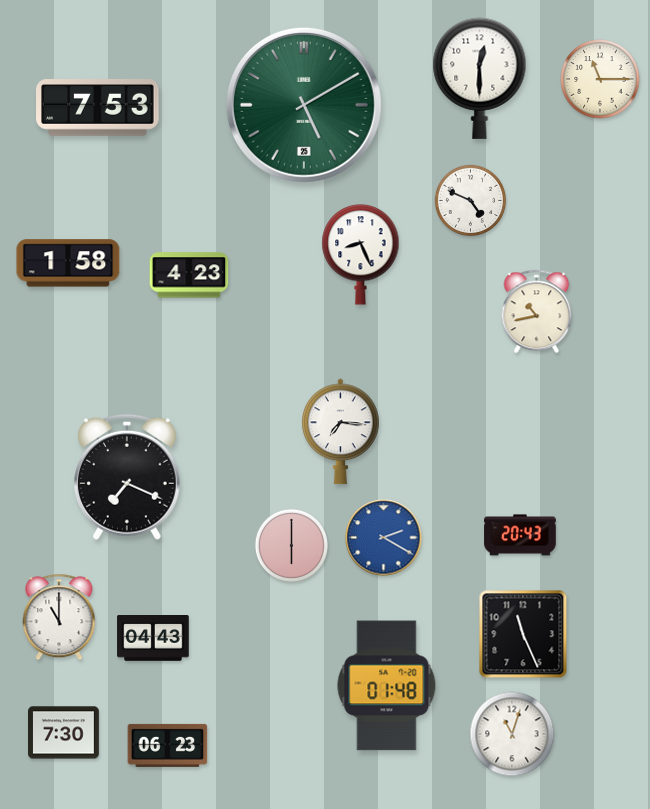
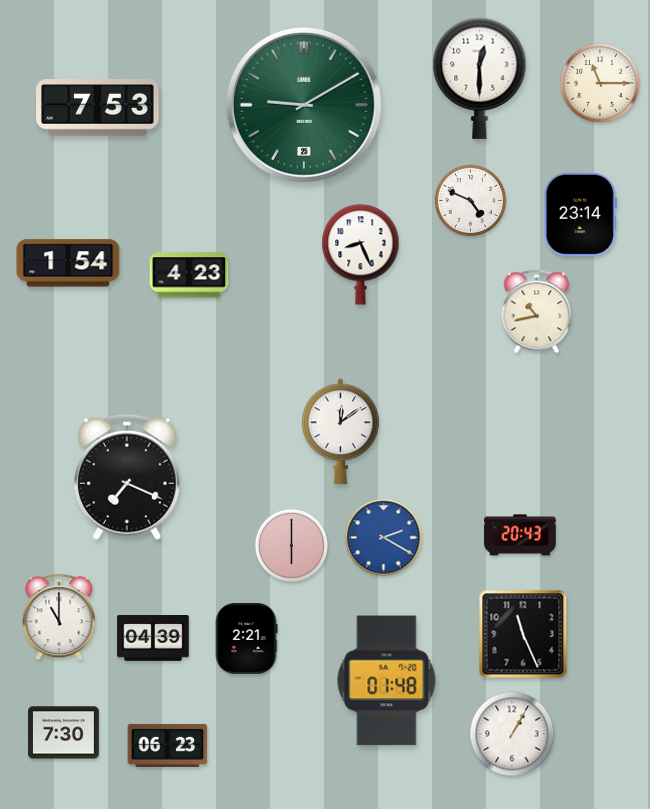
clock at (600, 79) position: (600, 79) -> (600, 83)
clock at (304, 105): 5:10 -> 9:10
clock at (580, 214): none -> 23:14
clock at (68, 263): 1:58 -> 1:54
clock at (341, 432): 7:16 -> 12:09
clock at (153, 639): 04:43 -> 04:39
clock at (246, 639): none -> 2:21
clock at (387, 686) position: (387, 686) -> (387, 681)
clock at (512, 734): 11:03 -> 1:05
